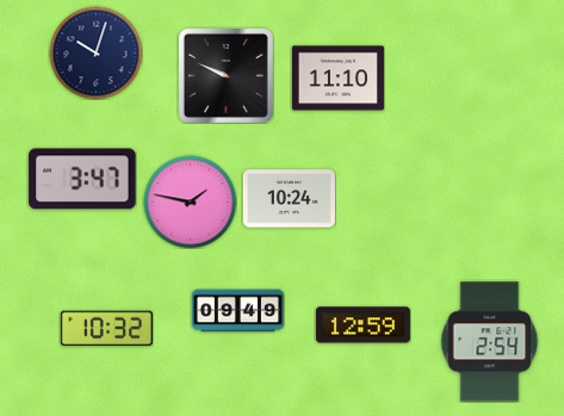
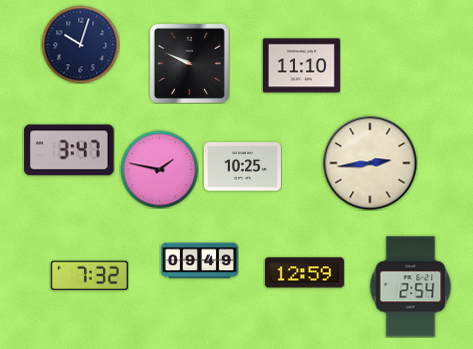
clock at (337, 79) position: (337, 79) -> (301, 66)
clock at (370, 163): none -> 2:44
clock at (289, 199): 10:24 -> 10:25
clock at (106, 329): 10:32 -> 7:32
